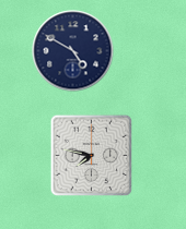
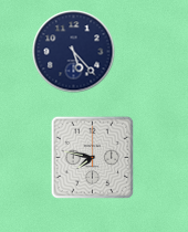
clock at (73, 51): 4:50 -> 5:23
